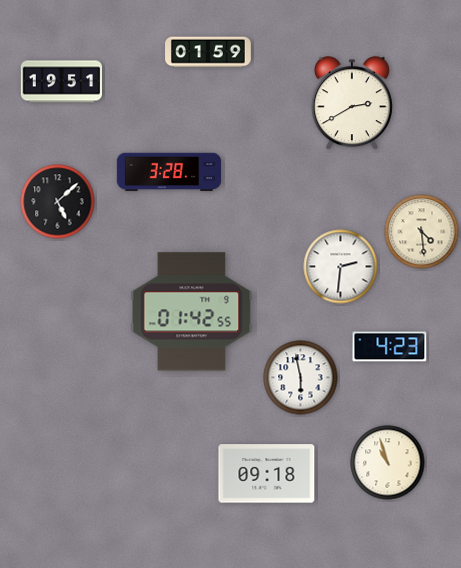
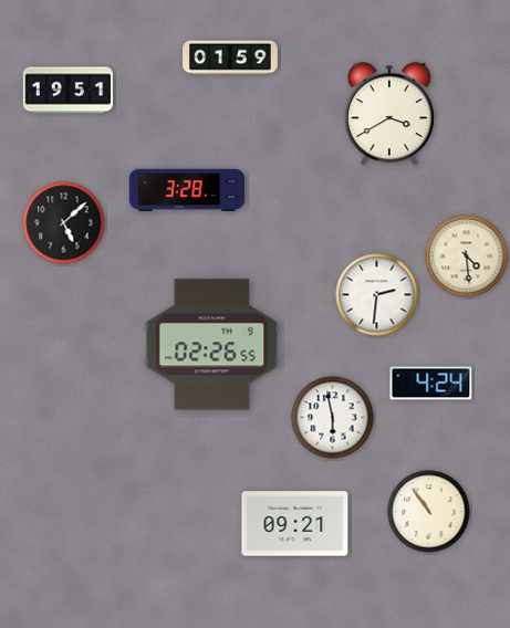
clock at (352, 104): 2:40 -> 3:40
clock at (192, 312): 01:42 -> 02:26
clock at (390, 347): 4:23 -> 4:24
clock at (388, 463): 10:57 -> 10:54
clock at (267, 474): 09:18 -> 09:21
